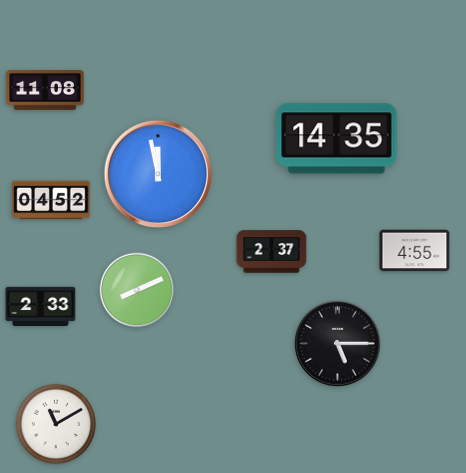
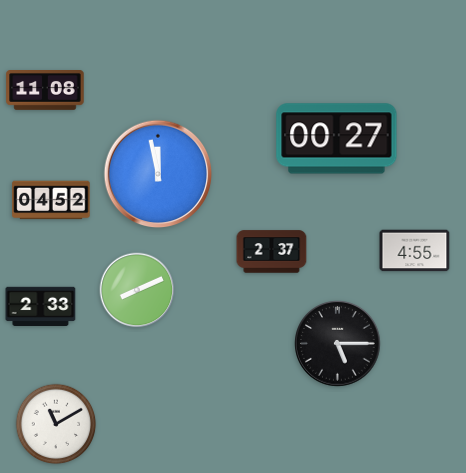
clock at (337, 139): 14:35 -> 00:27
